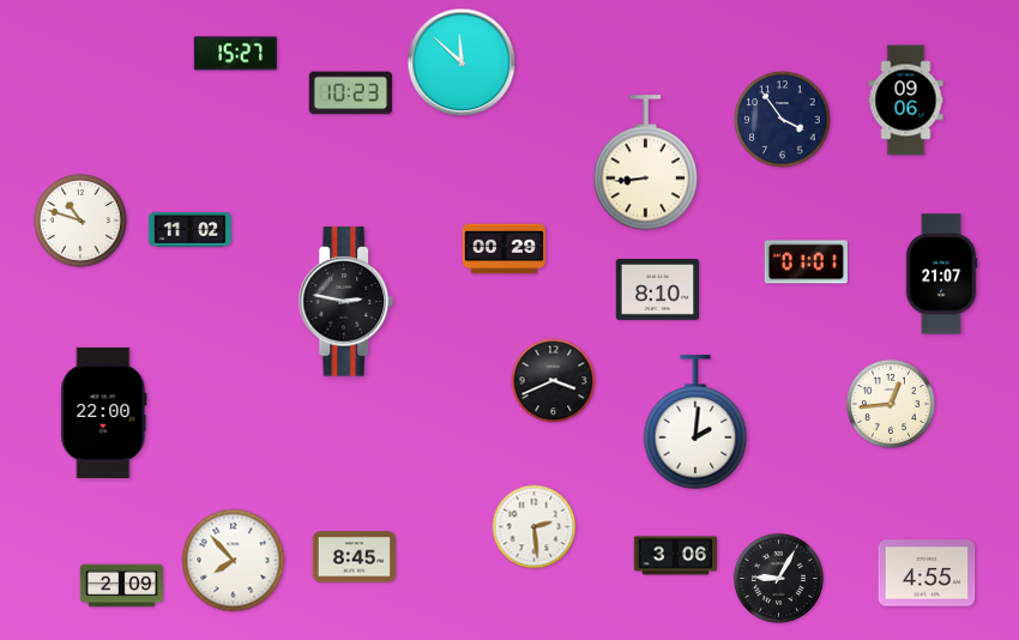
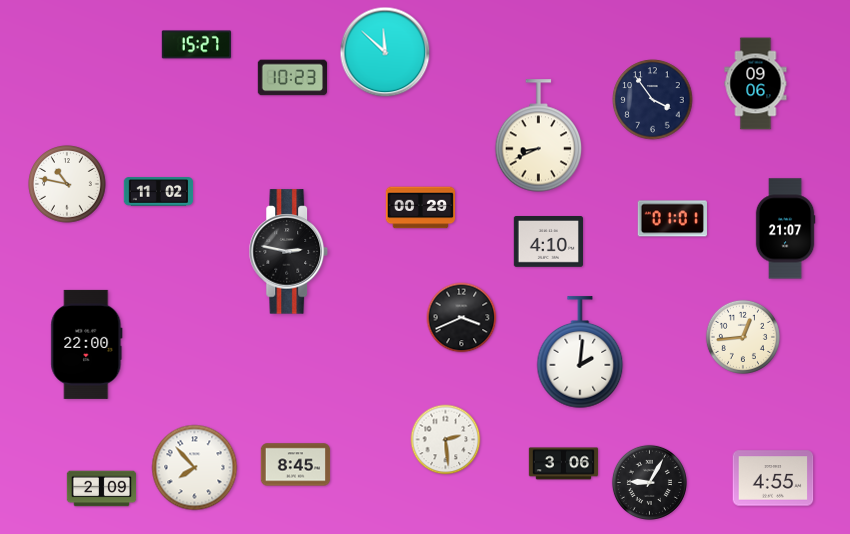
clock at (646, 163): 8:44 -> 8:41
clock at (80, 221): 10:48 -> 10:47
clock at (657, 290): 8:10 -> 4:10
